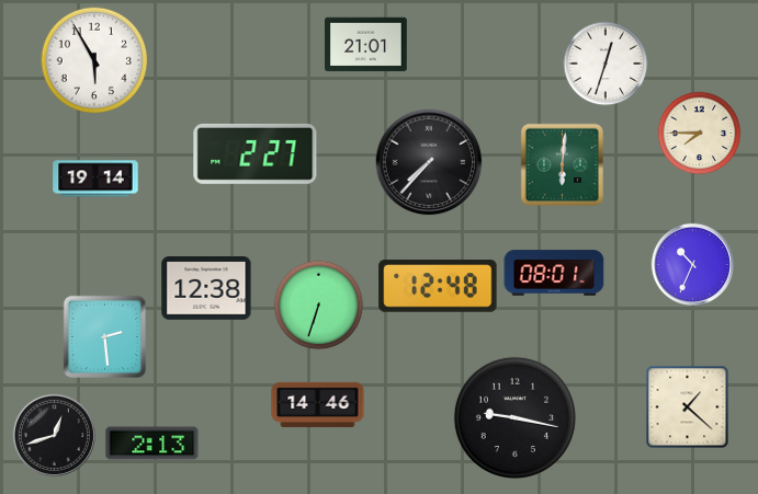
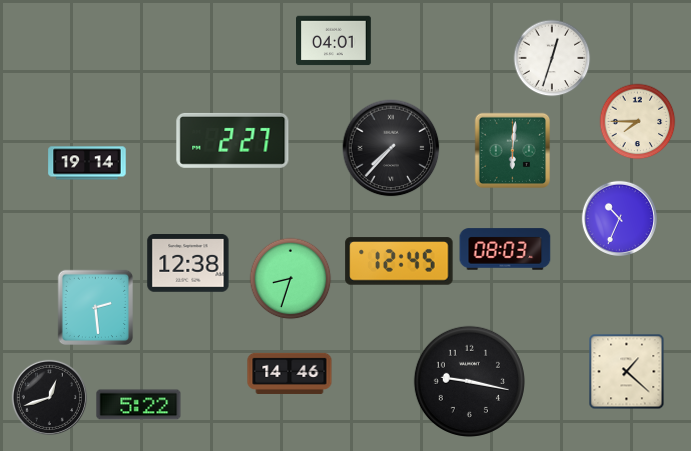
clock at (366, 45): 21:01 -> 04:01
clock at (94, 60): 5:55 -> none
clock at (692, 264) position: (692, 264) -> (619, 218)
clock at (554, 273): 08:01 -> 08:03
clock at (438, 286): 12:48 -> 12:45
clock at (319, 306): 6:33 -> 8:33
clock at (318, 404) position: (318, 404) -> (290, 373)
clock at (152, 444): 2:13 -> 5:22
